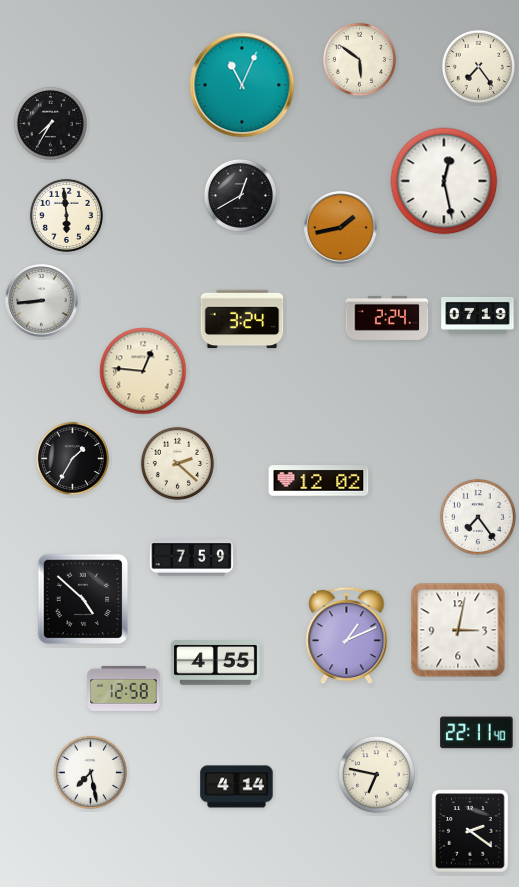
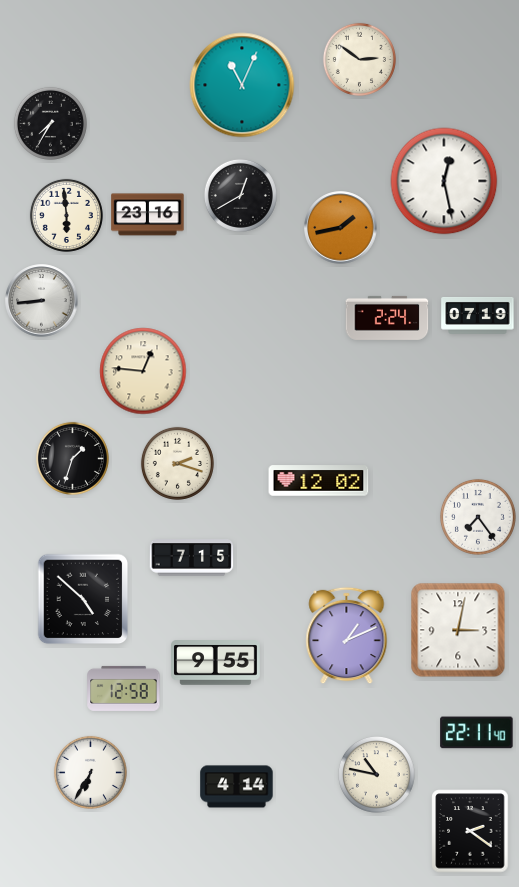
clock at (359, 59): 5:51 -> 2:51
clock at (478, 66): 7:24 -> none
clock at (148, 215): none -> 23:16
clock at (242, 319): 3:24 -> none
clock at (72, 458): 1:35 -> 1:33
clock at (177, 463): 2:22 -> 2:18
clock at (192, 558): 7:59 -> 7:15
clock at (216, 663): 4:55 -> 9:55
clock at (90, 772): 7:28 -> 6:35
clock at (376, 774): 6:47 -> 10:47
